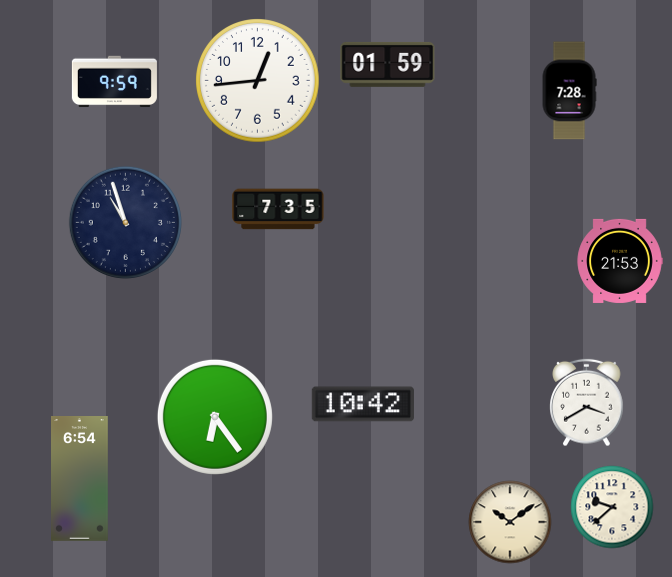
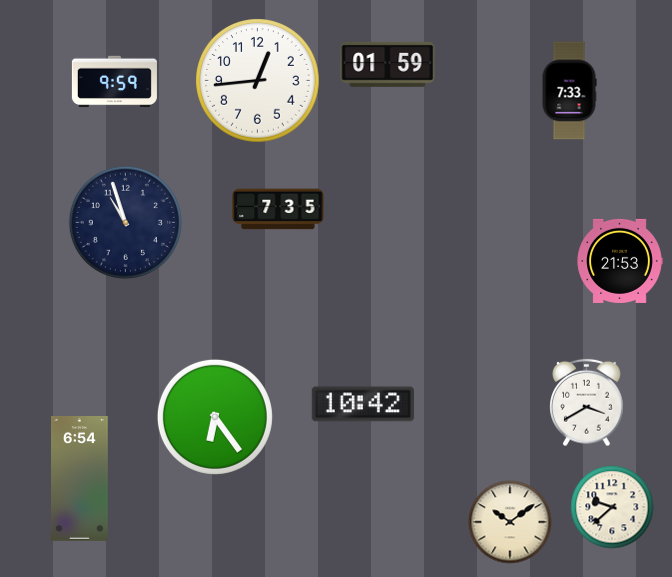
clock at (569, 91): 7:28 -> 7:33
